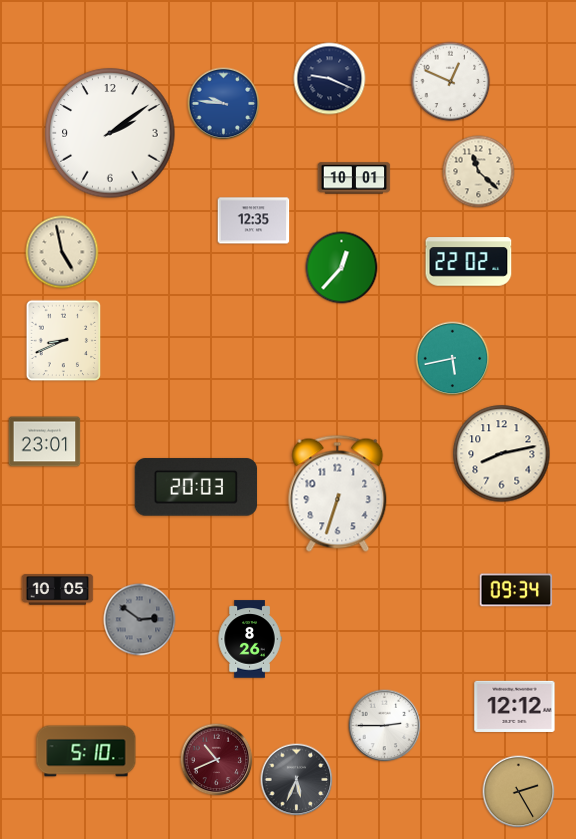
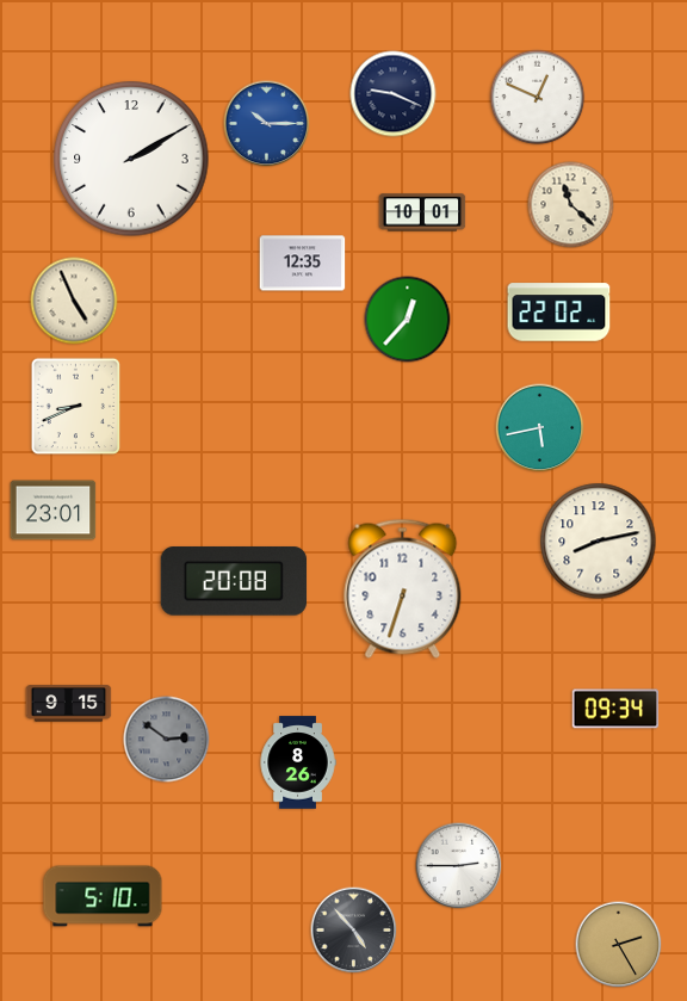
clock at (224, 104): 9:46 -> 10:15
clock at (110, 133): 2:09 -> 2:10
clock at (62, 252): 4:58 -> 4:56
clock at (45, 442) position: (45, 442) -> (54, 511)
clock at (196, 487): 20:03 -> 20:08
clock at (58, 590): 10:05 -> 9:15
clock at (516, 590) position: (516, 590) -> (615, 709)
clock at (515, 706): 12:12 -> none
clock at (217, 760): 10:41 -> none
clock at (297, 780): 5:34 -> 4:53
